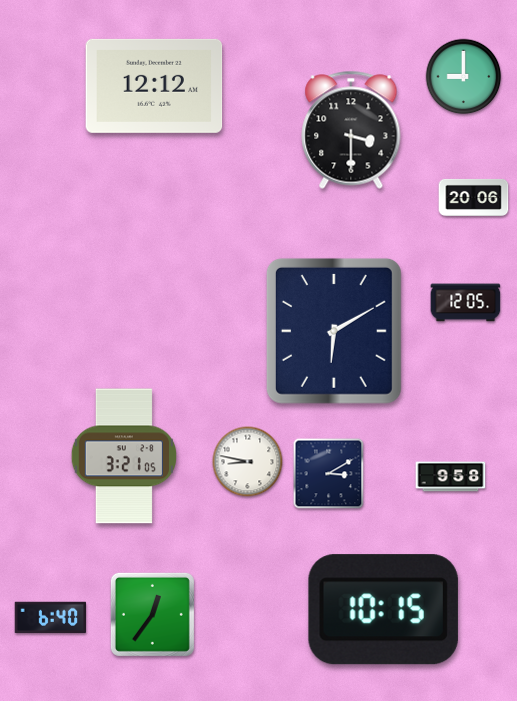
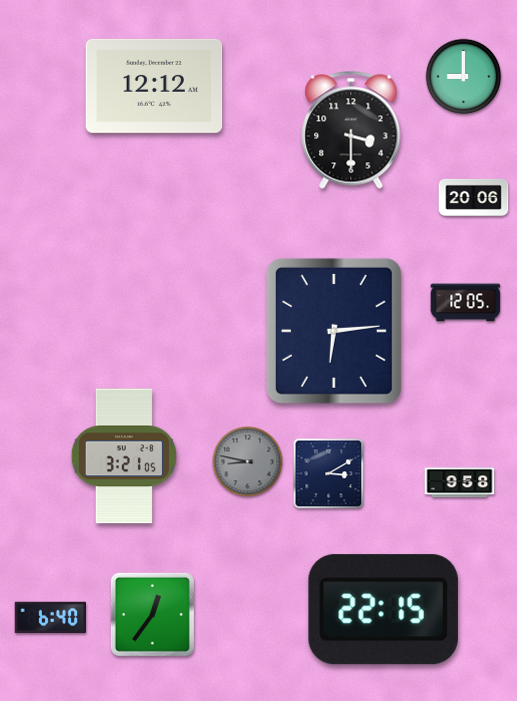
clock at (334, 331): 6:10 -> 6:14
clock at (248, 462) dial: white -> grey
clock at (451, 477) position: (451, 477) -> (460, 483)
clock at (383, 610): 10:15 -> 22:15
